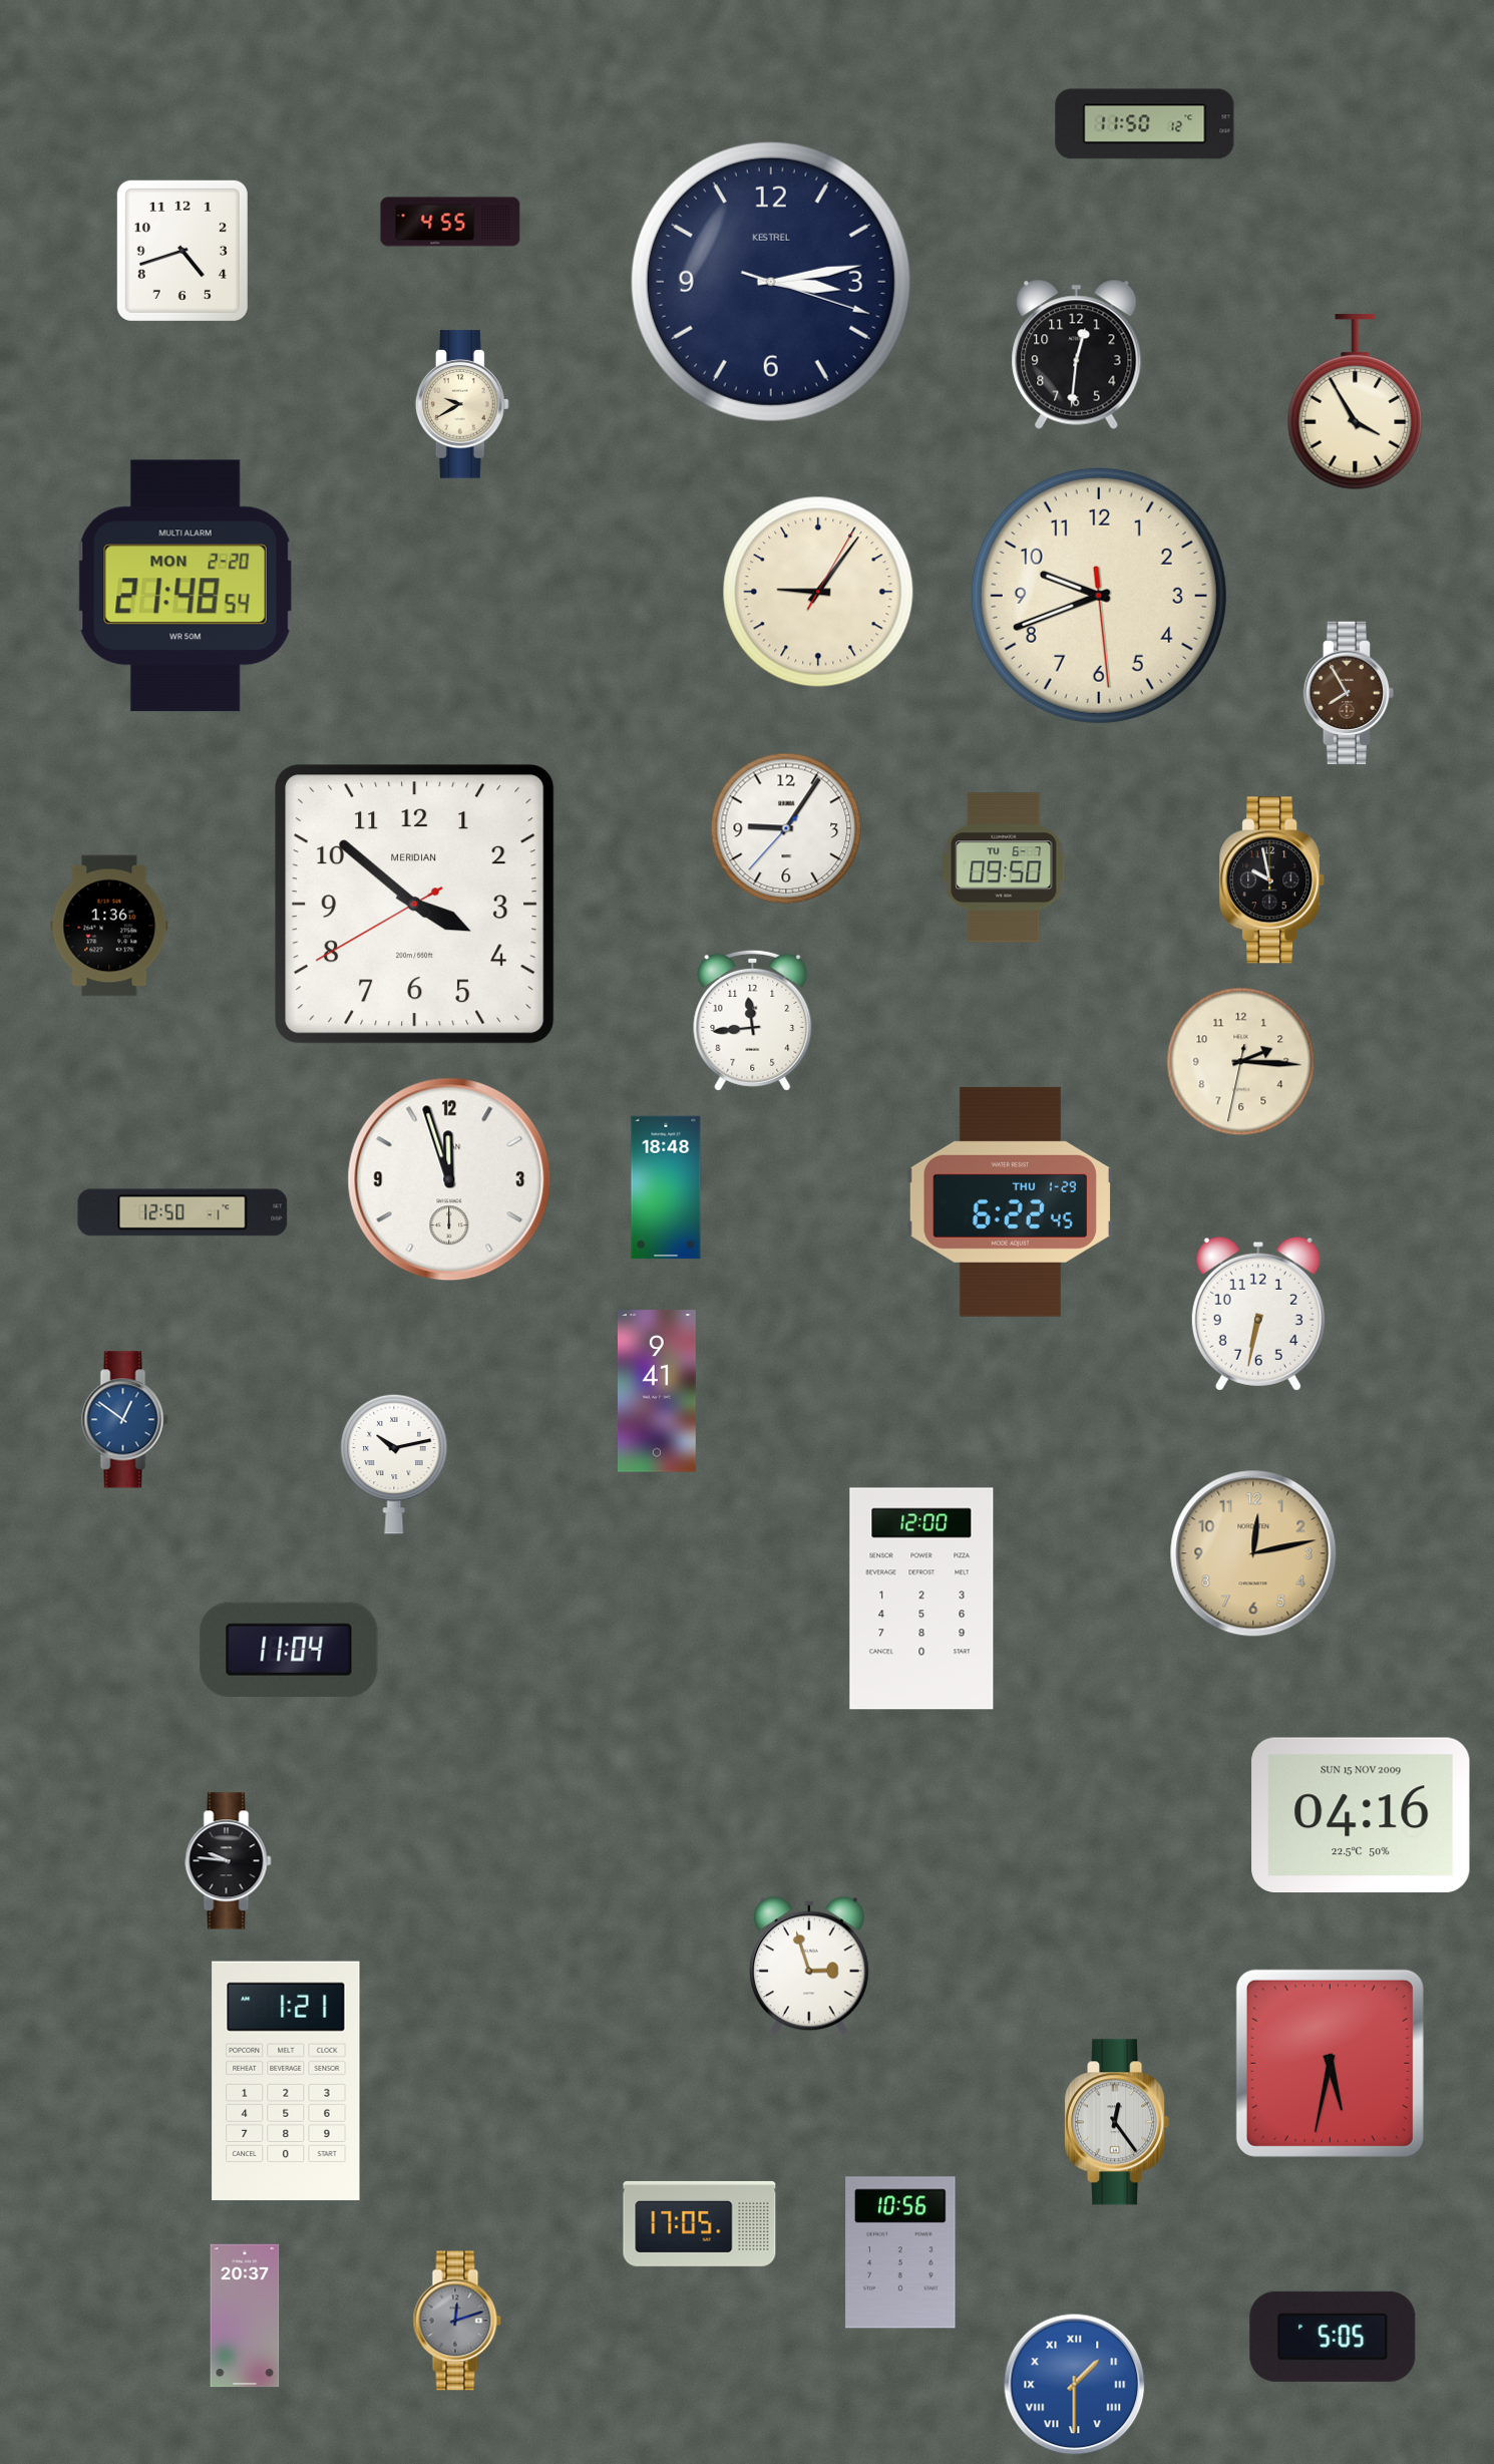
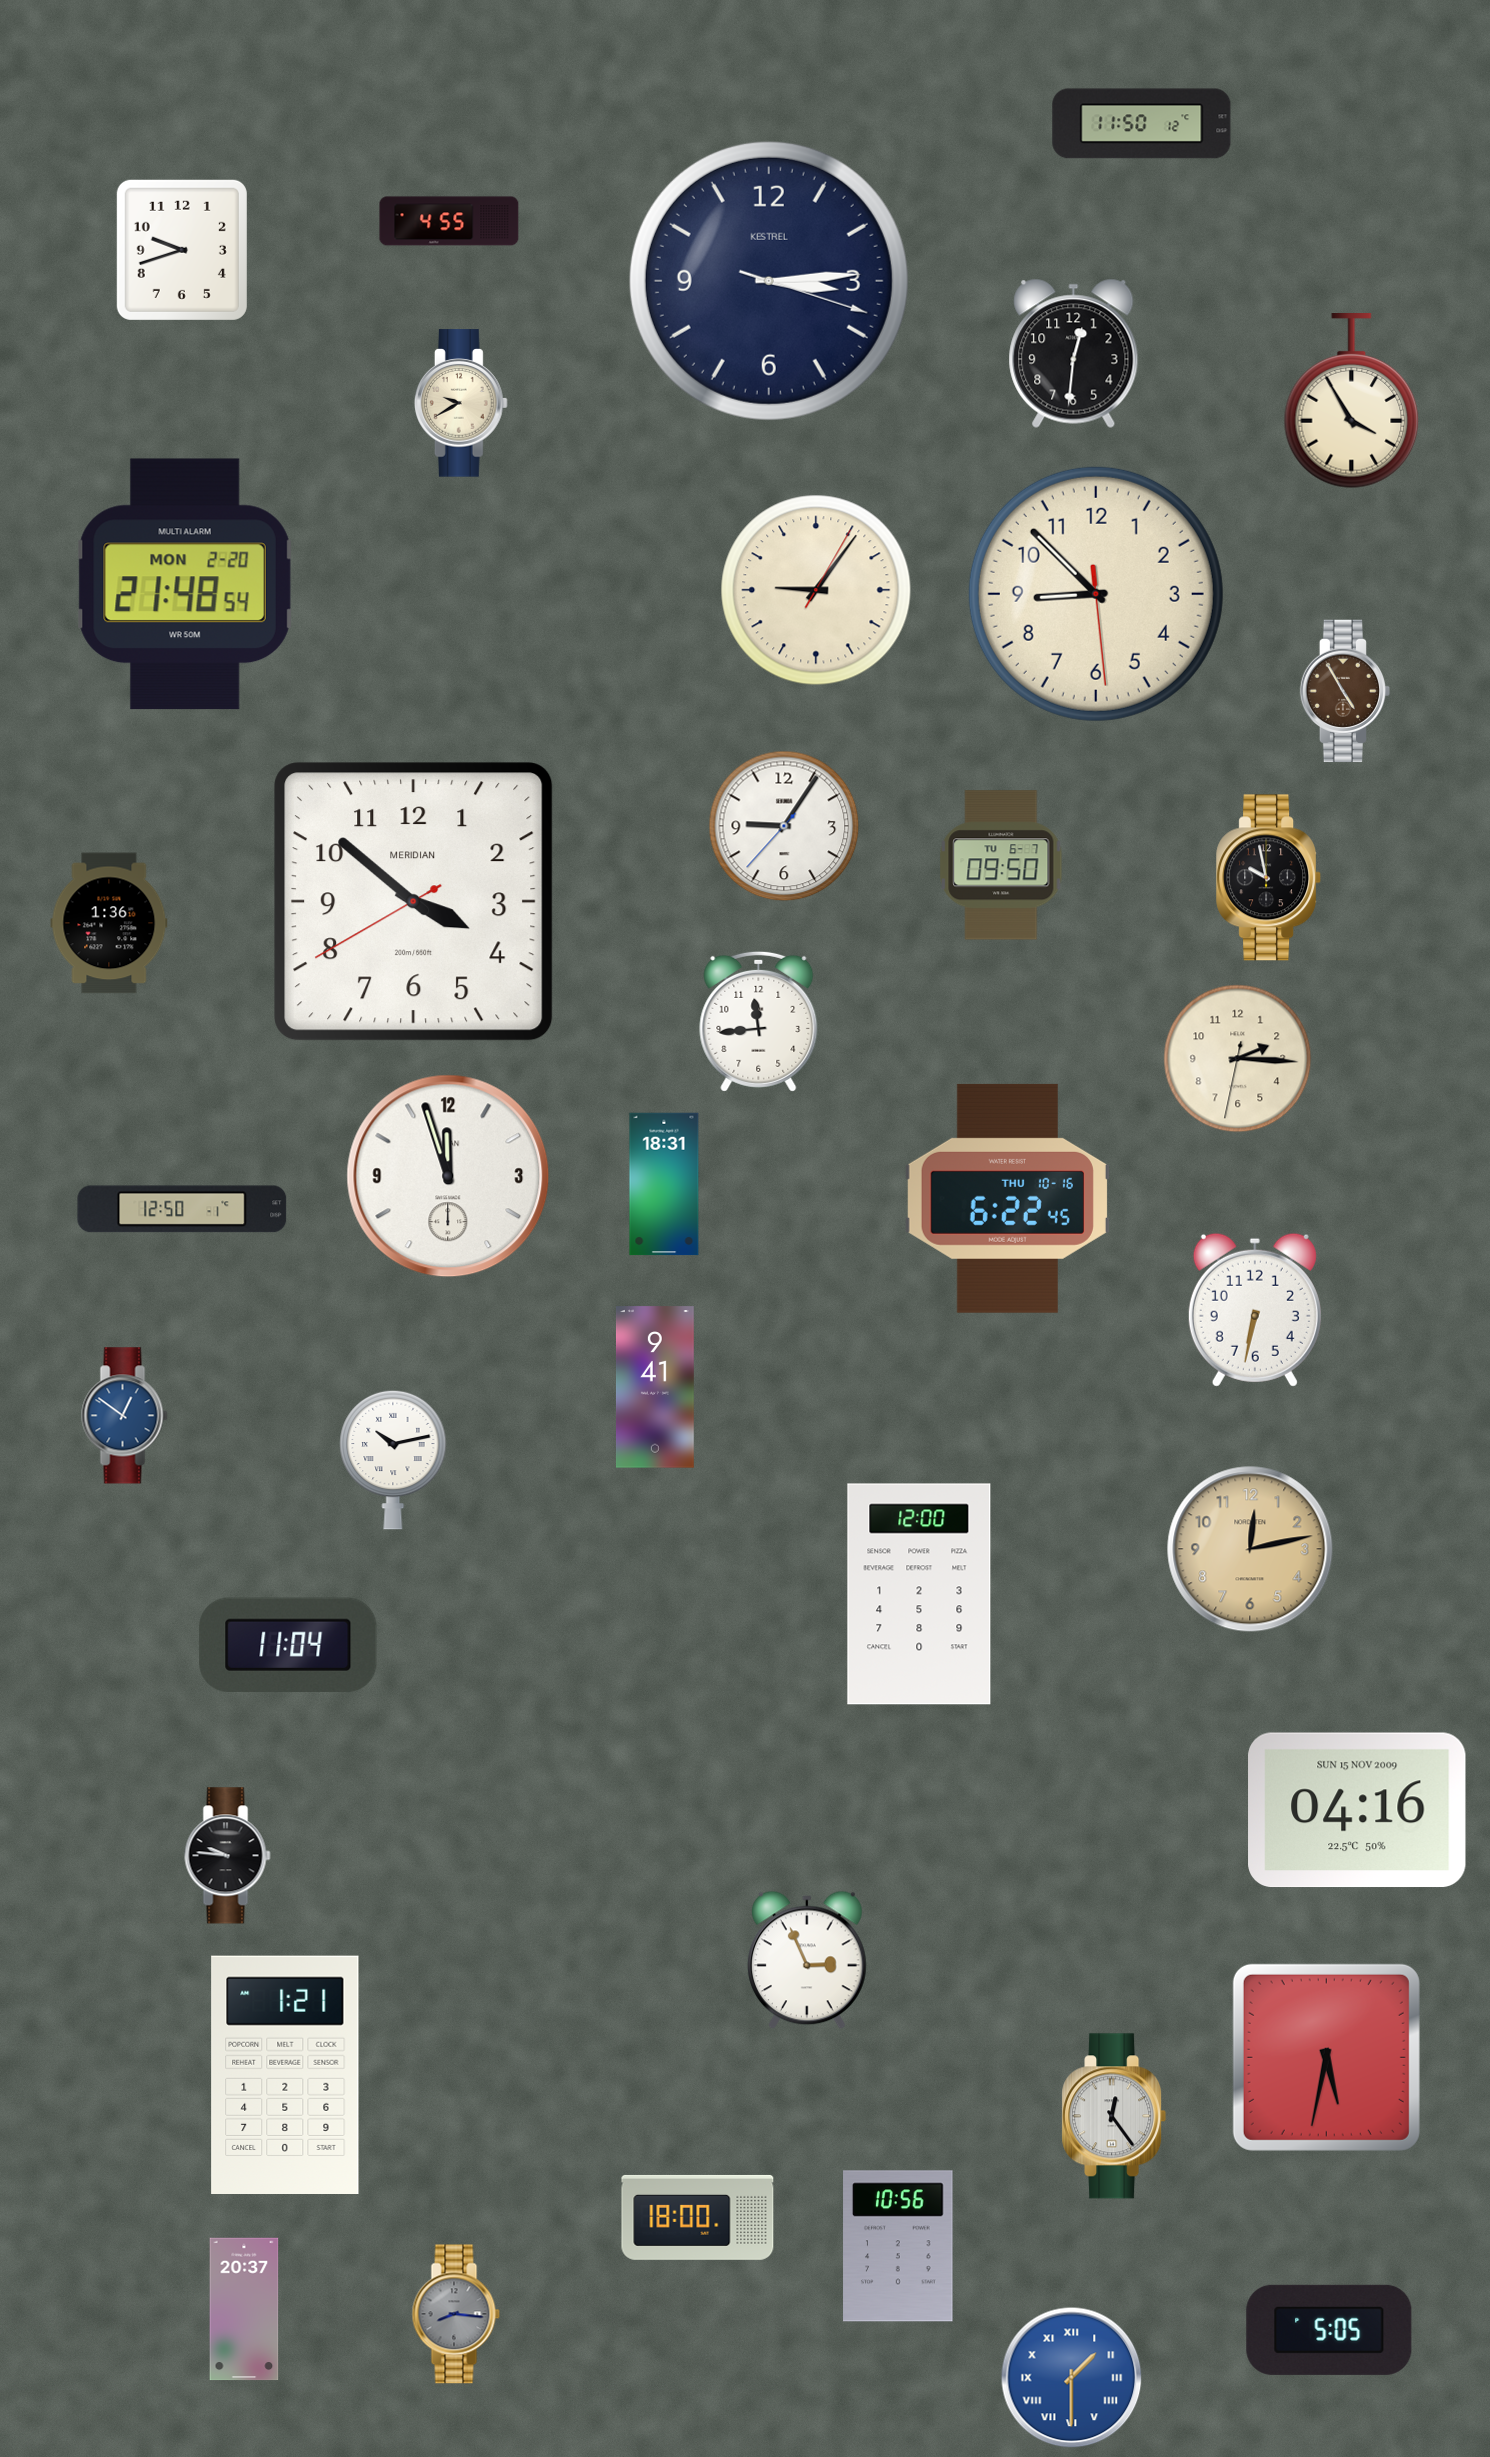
clock at (182, 251): 4:42 -> 9:42
clock at (771, 282): 3:13 -> 3:14
clock at (1099, 596): 9:41 -> 8:52
clock at (1349, 693): 7:55 -> 4:55
clock at (753, 1020) position: (753, 1020) -> (759, 1021)
clock at (666, 1187): 18:48 -> 18:31
clock at (1010, 1201) date: THU 1-29 -> THU 10-16
clock at (809, 1966): 2:57 -> 2:56
clock at (700, 2223): 17:05 -> 18:00
clock at (457, 2321): 12:12 -> 8:16
